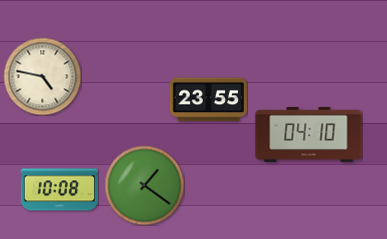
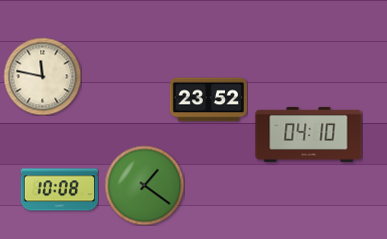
clock at (42, 76): 4:47 -> 11:47
clock at (208, 100): 23:55 -> 23:52
